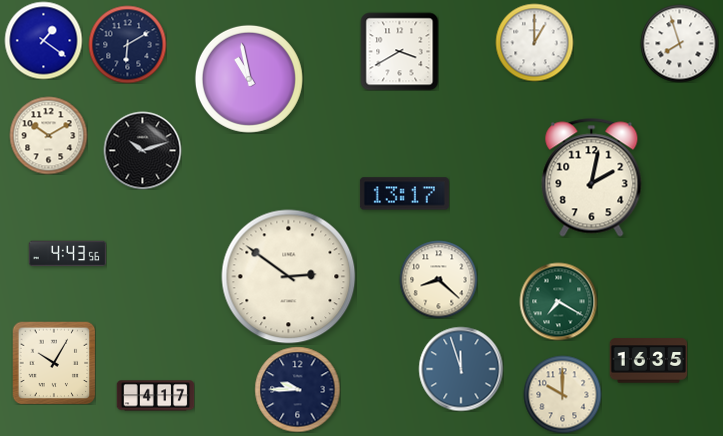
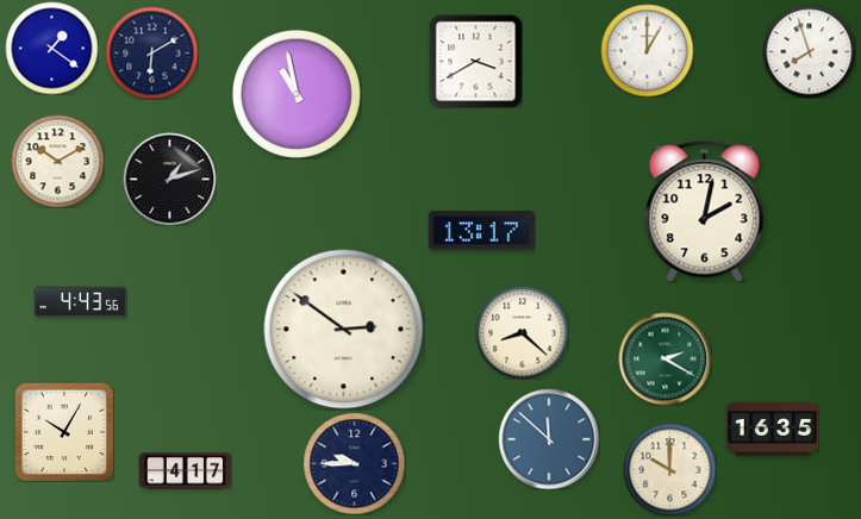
clock at (534, 42) position: (534, 42) -> (647, 50)
clock at (142, 150): 10:12 -> 1:12
clock at (558, 301): 7:20 -> 2:20
clock at (461, 369): 11:57 -> 11:52
